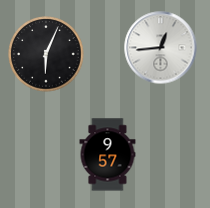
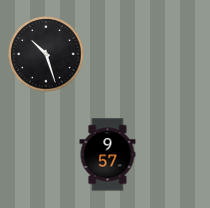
clock at (161, 48): 12:44 -> none
clock at (46, 54): 6:04 -> 10:27
